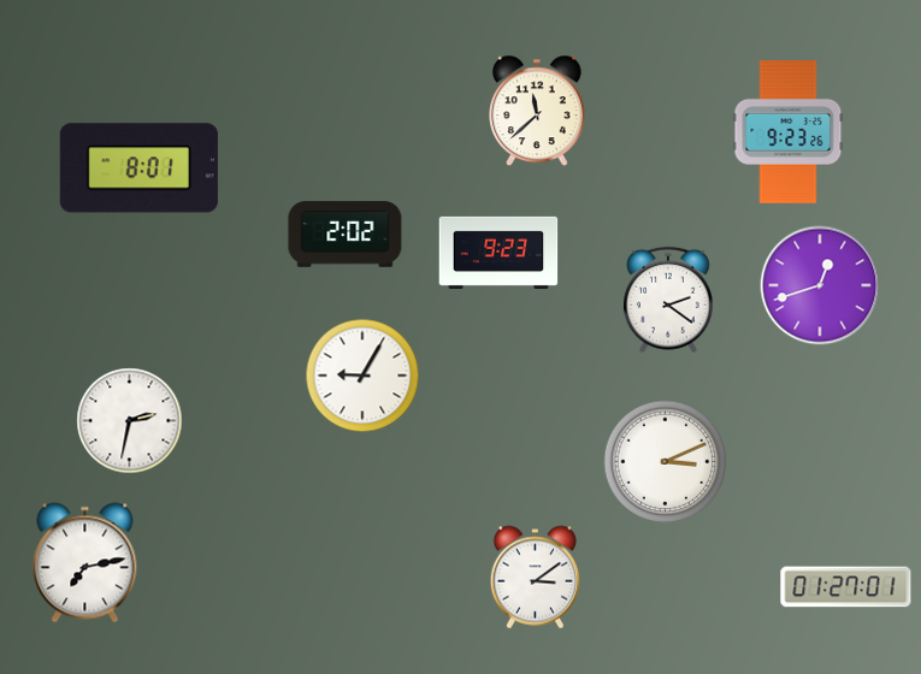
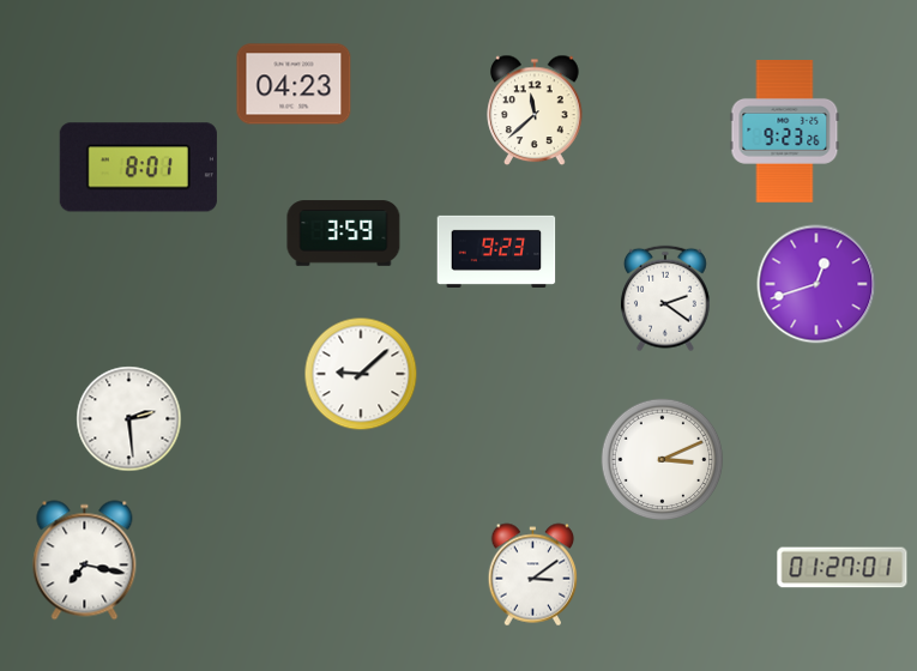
clock at (294, 84): none -> 04:23
clock at (346, 235): 2:02 -> 3:59
clock at (362, 376): 9:05 -> 9:08
clock at (130, 421): 2:32 -> 2:29
clock at (85, 563): 7:13 -> 7:17
clock at (846, 587) position: (846, 587) -> (843, 568)
